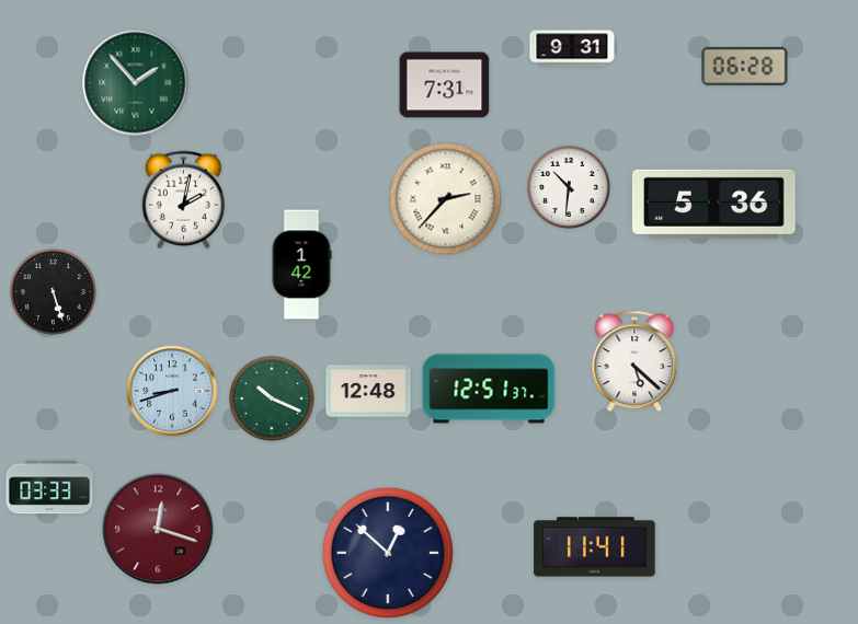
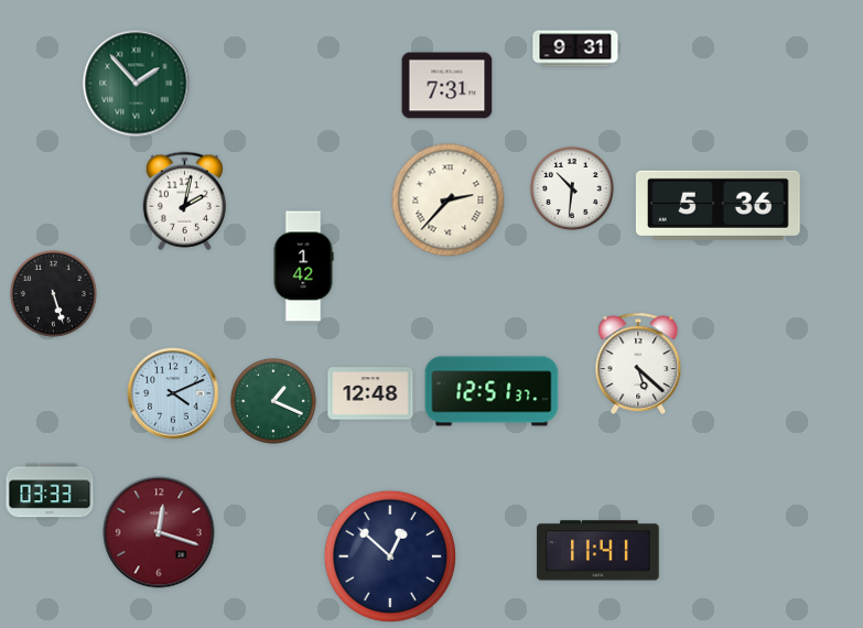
clock at (745, 66): 06:28 -> none
clock at (172, 391): 8:42 -> 4:11
clock at (272, 398): 10:19 -> 1:19
